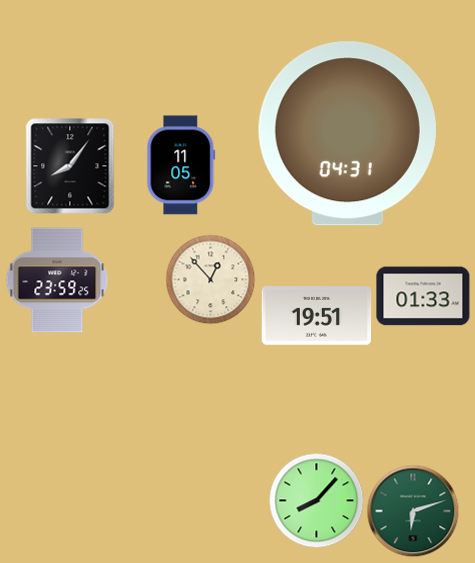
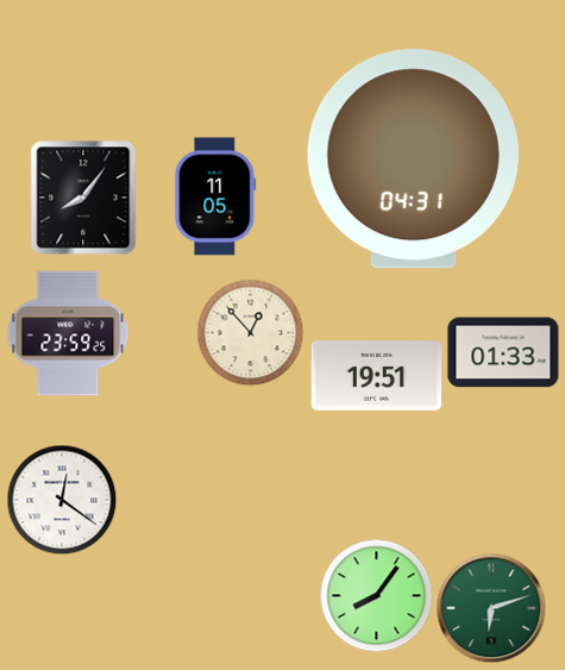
clock at (62, 500): none -> 12:21
clock at (316, 500): 8:07 -> 8:06
